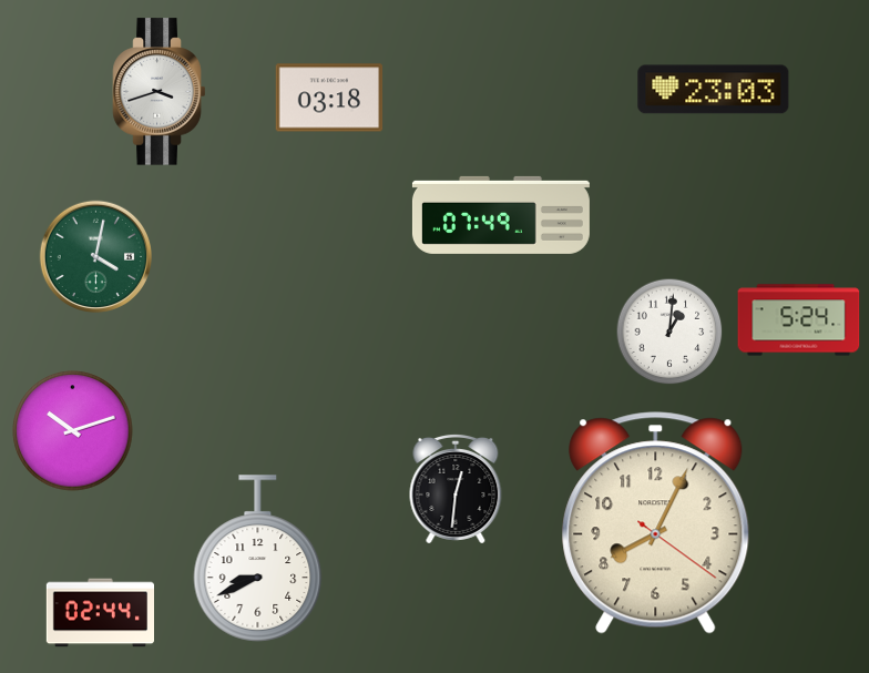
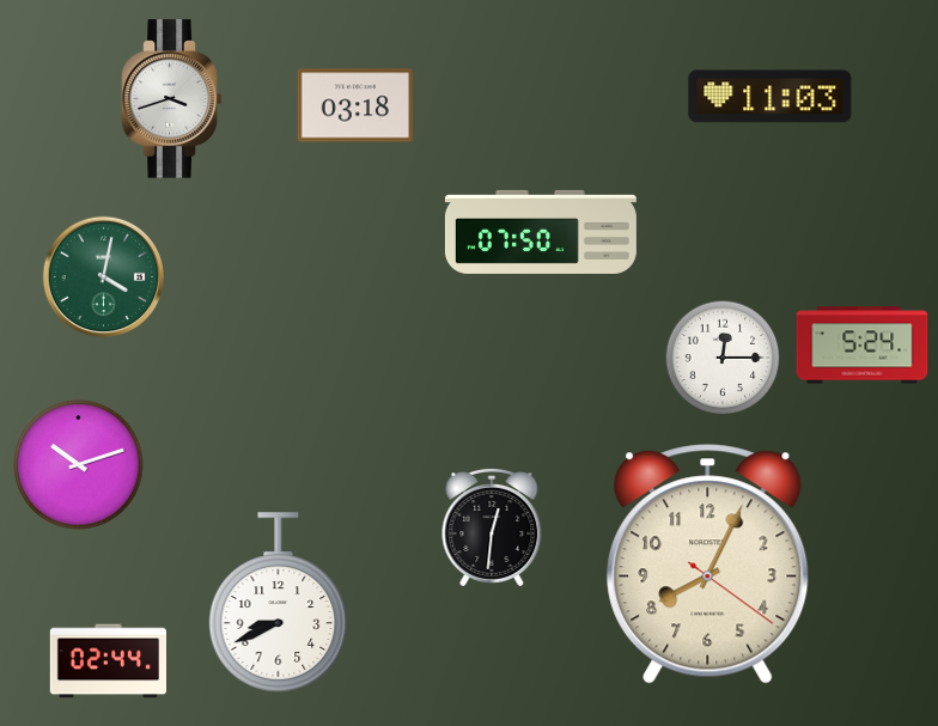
clock at (714, 90): 23:03 -> 11:03
clock at (501, 215): 07:49 -> 07:50
clock at (669, 332): 1:01 -> 12:15
